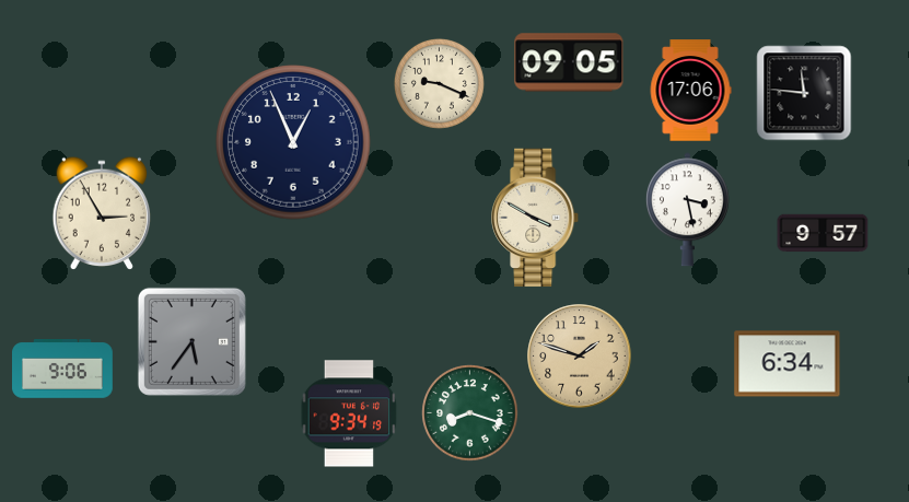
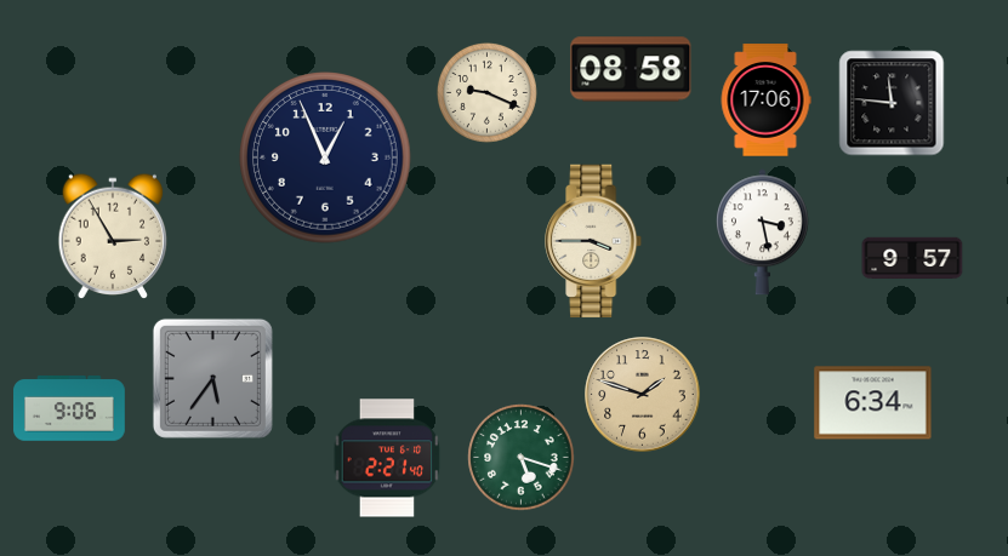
clock at (569, 62): 09:05 -> 08:58
clock at (536, 218): 3:50 -> 3:45
clock at (349, 413): 9:34 -> 2:21
clock at (470, 413): 8:18 -> 5:18
